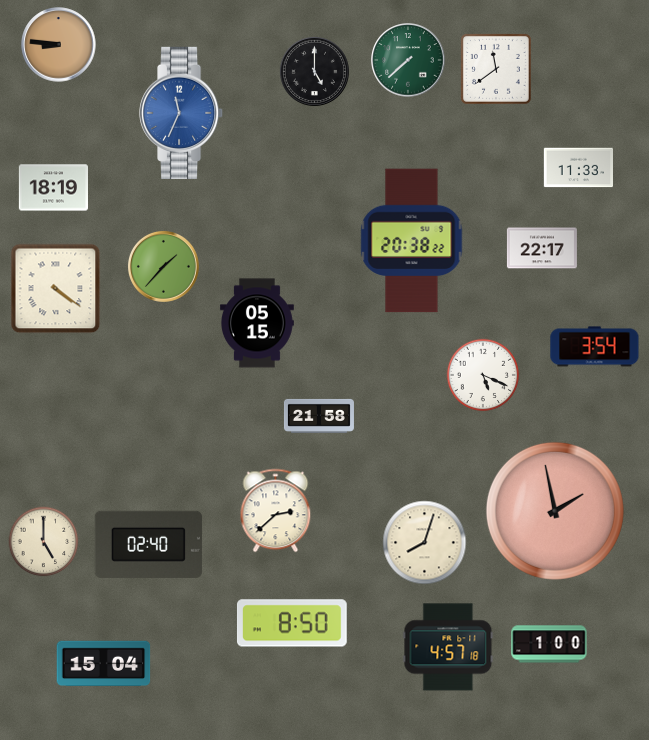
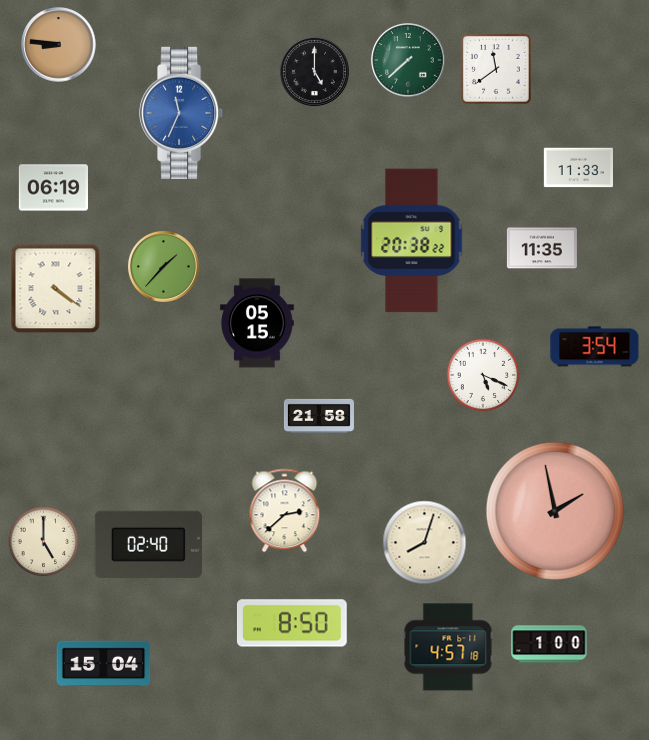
clock at (53, 188): 18:19 -> 06:19
clock at (542, 248): 22:17 -> 11:35
clock at (276, 511) position: (276, 511) -> (285, 511)
